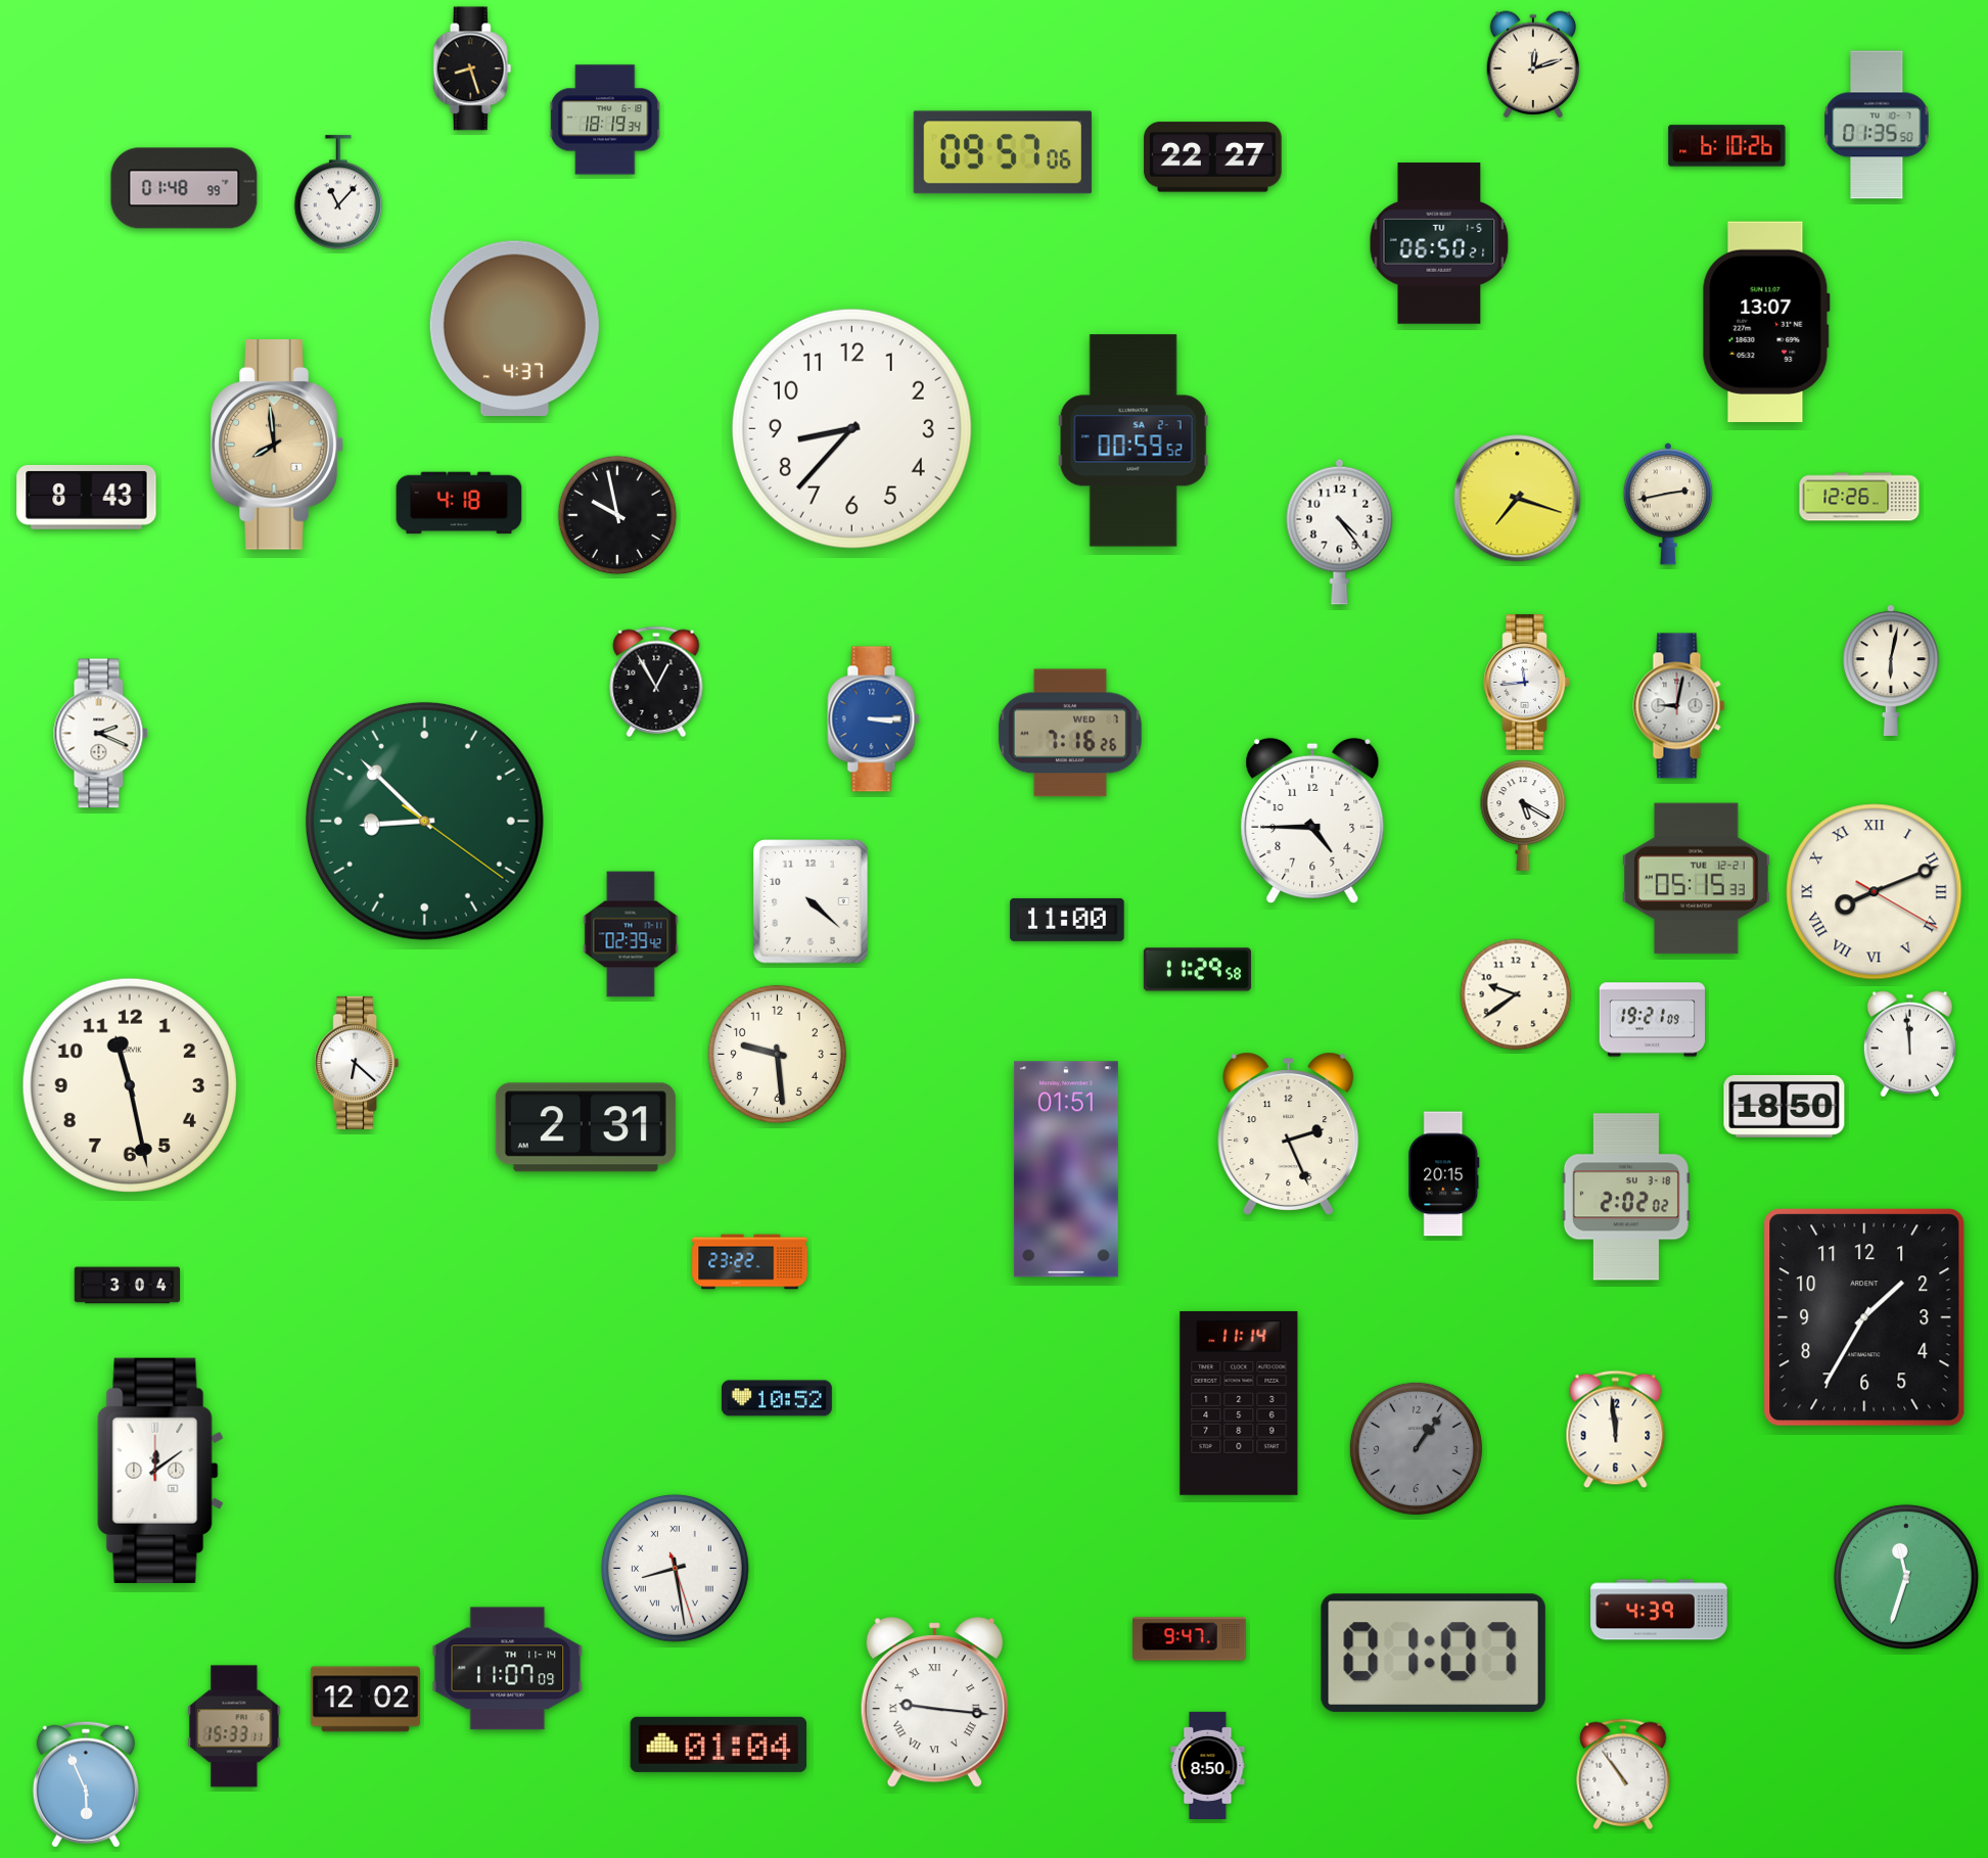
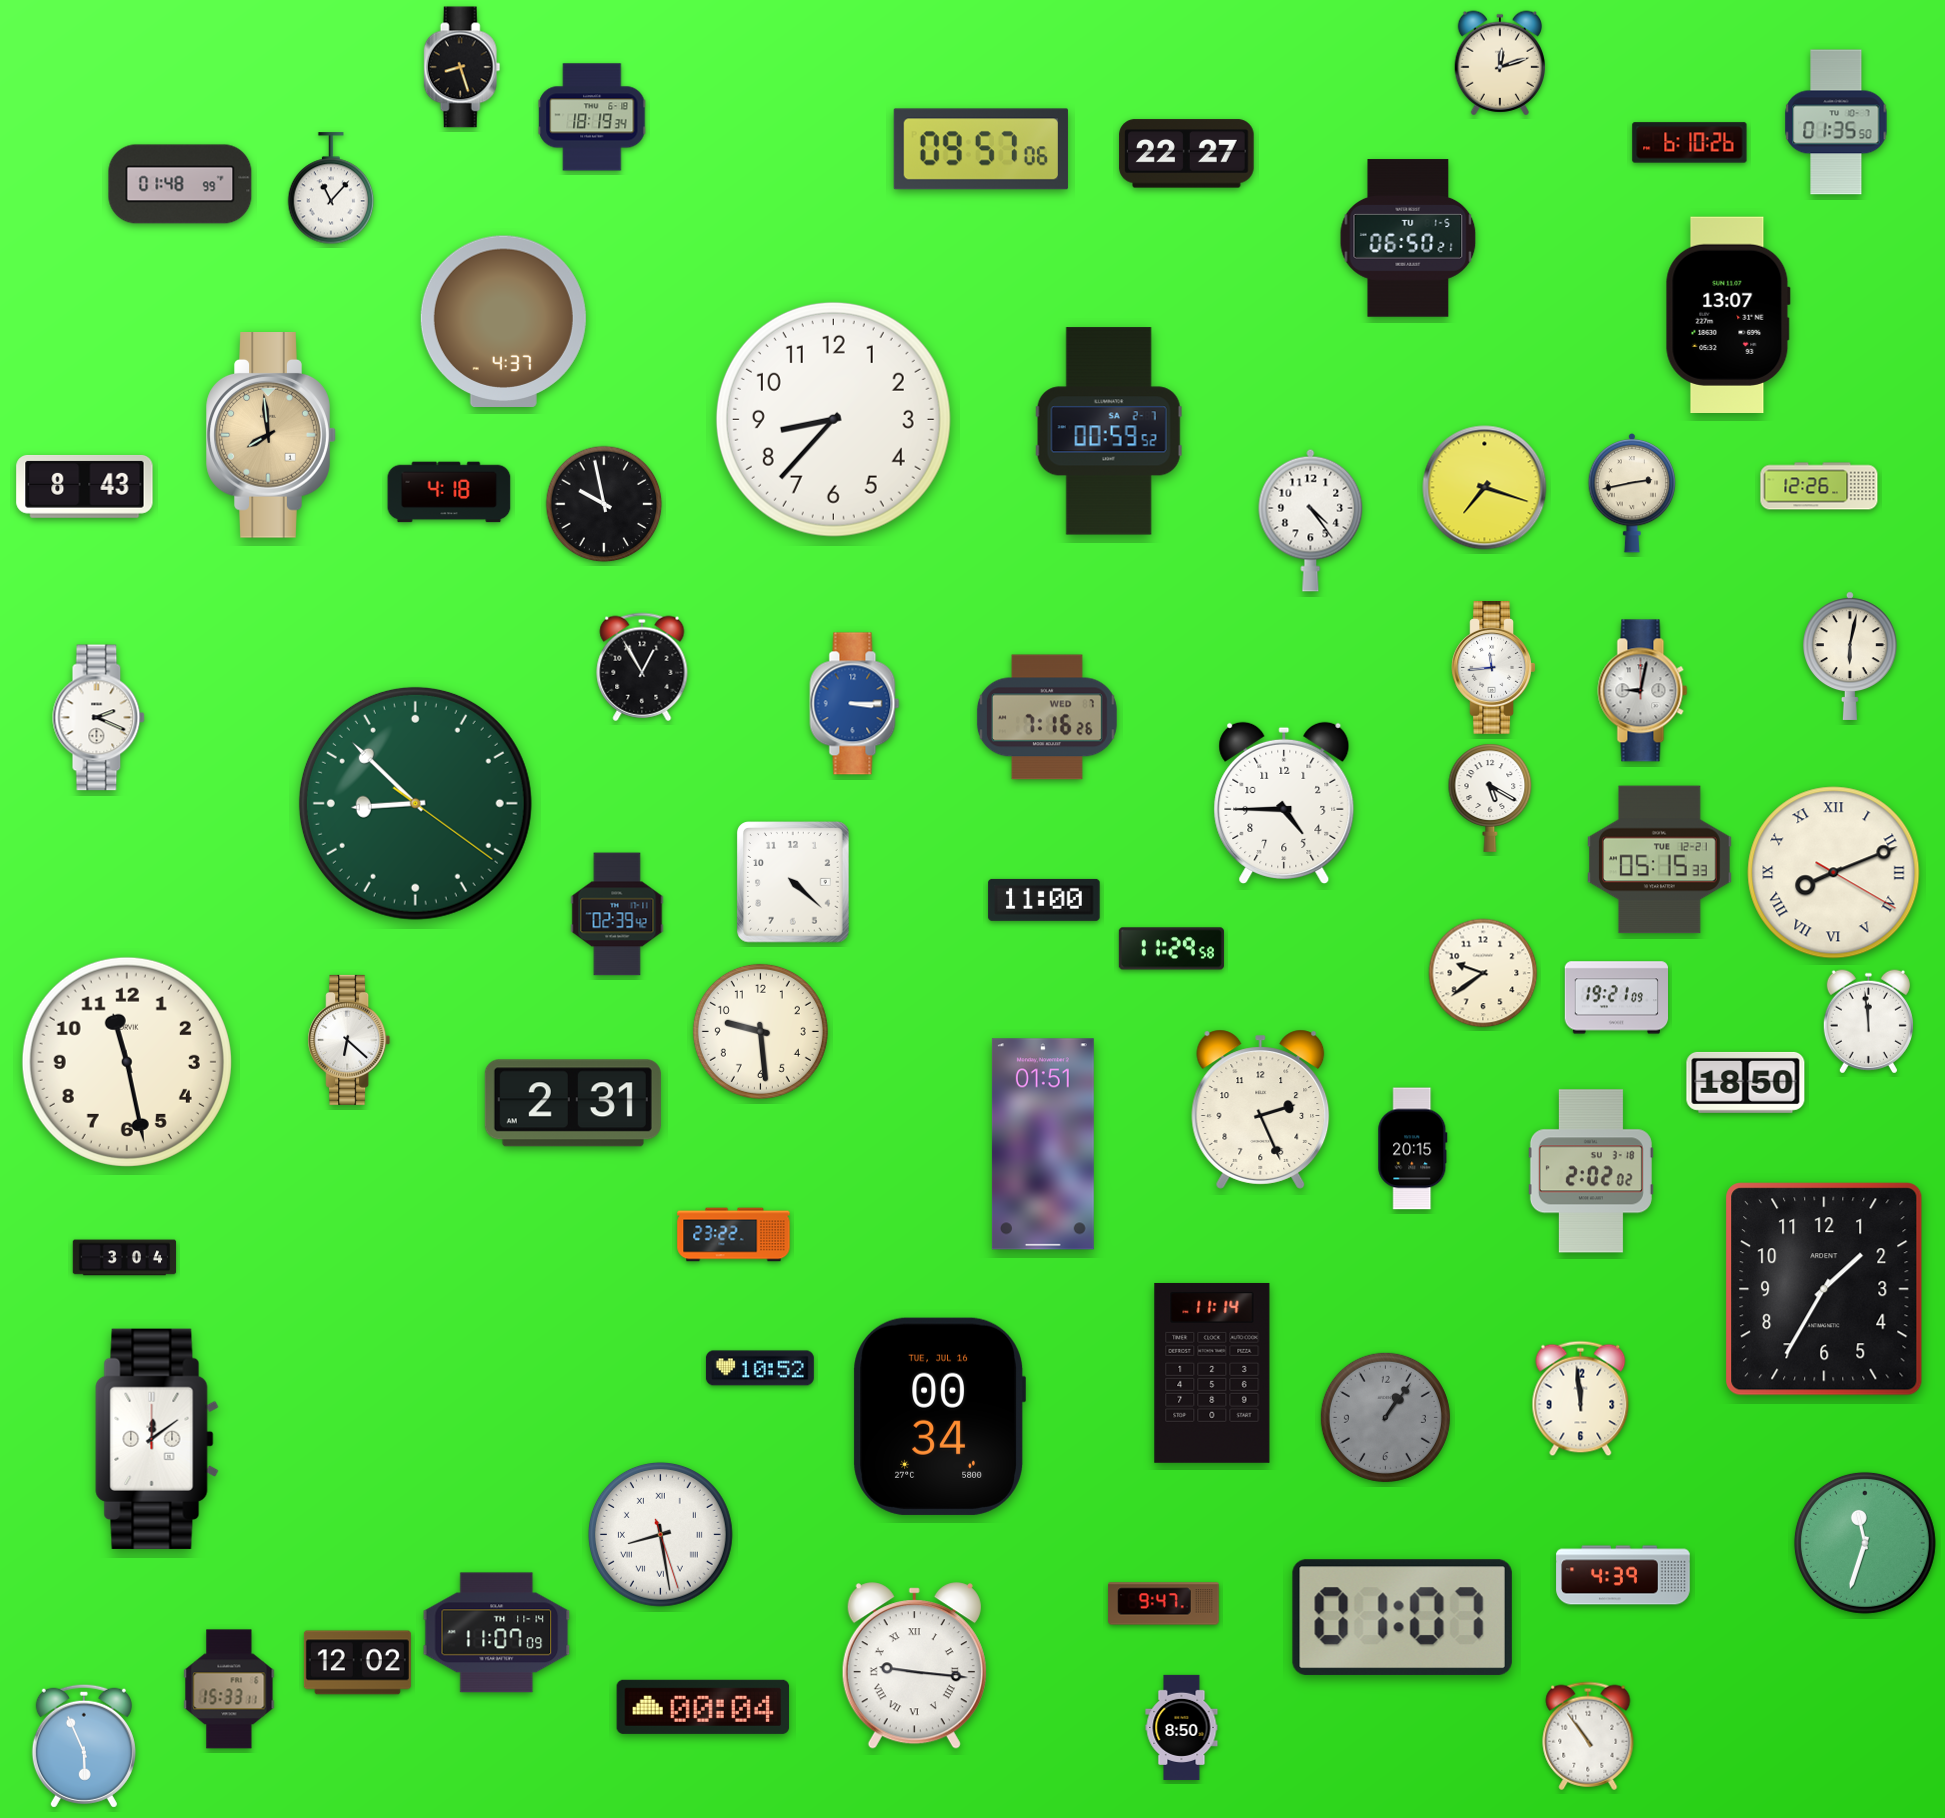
clock at (939, 1416): none -> 00:34
clock at (719, 1745): 01:04 -> 00:04
